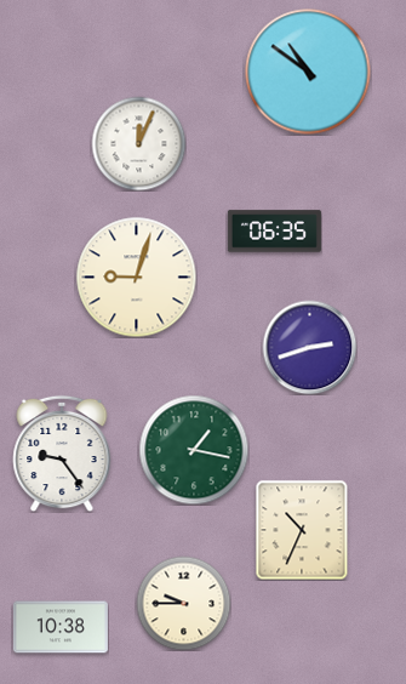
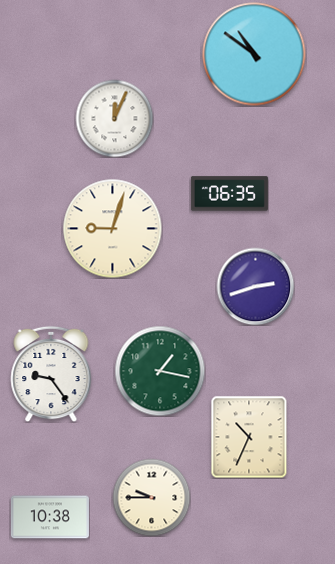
clock at (308, 72) position: (308, 72) -> (254, 54)
clock at (274, 232) position: (274, 232) -> (229, 194)
